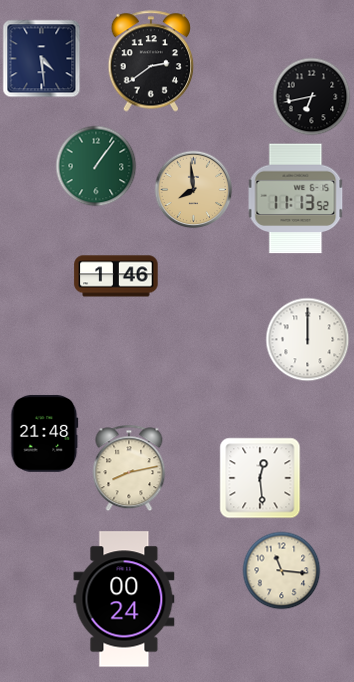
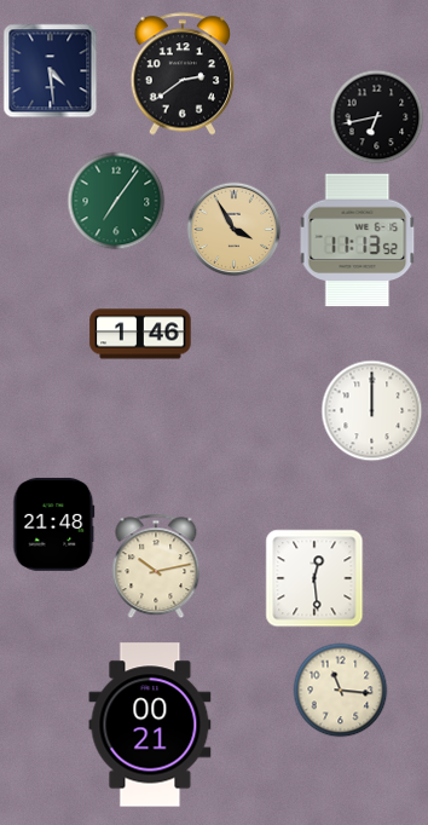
clock at (96, 166): 1:06 -> 7:06
clock at (193, 189): 7:59 -> 3:55
clock at (129, 468): 8:13 -> 10:13
clock at (124, 599): 00:24 -> 00:21
